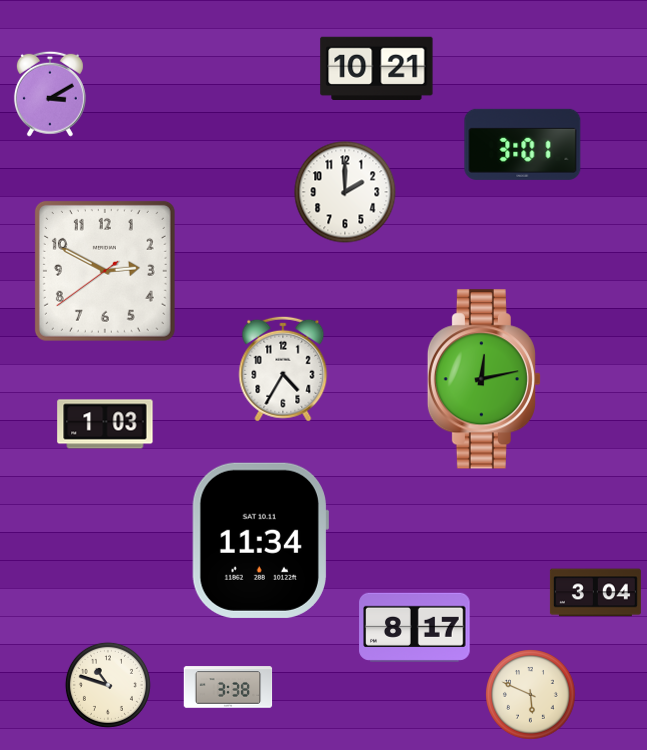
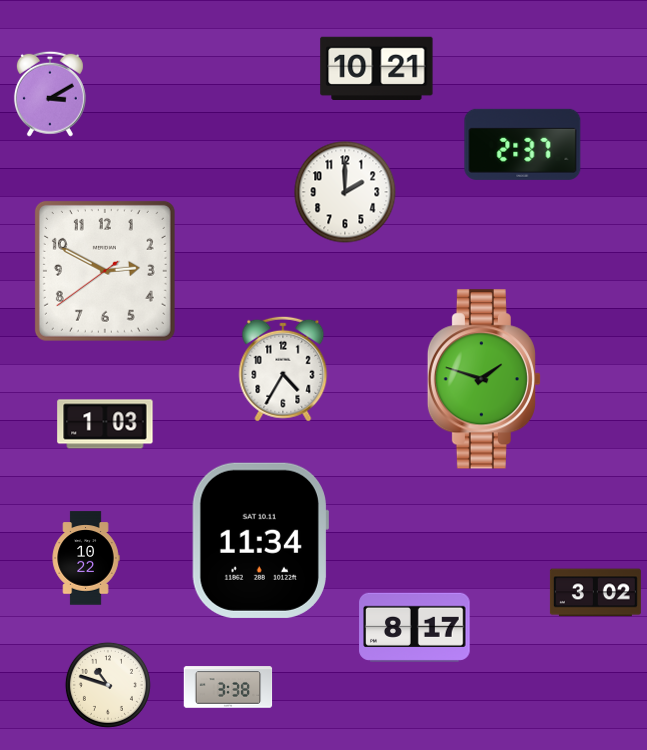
clock at (523, 144): 3:01 -> 2:37
clock at (484, 379): 12:13 -> 1:48
clock at (86, 558): none -> 10:22
clock at (595, 593): 3:04 -> 3:02
clock at (531, 695): 5:49 -> none
